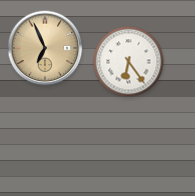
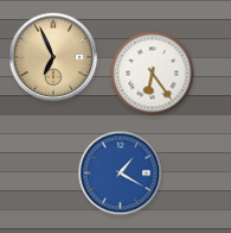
clock at (121, 174): none -> 1:20
